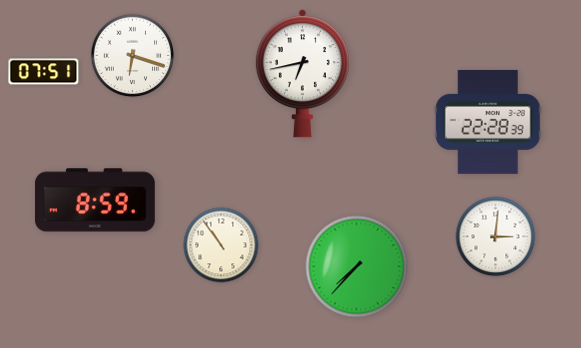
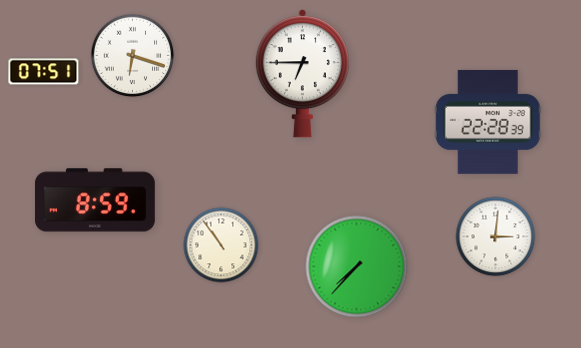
clock at (302, 74): 6:43 -> 6:45
